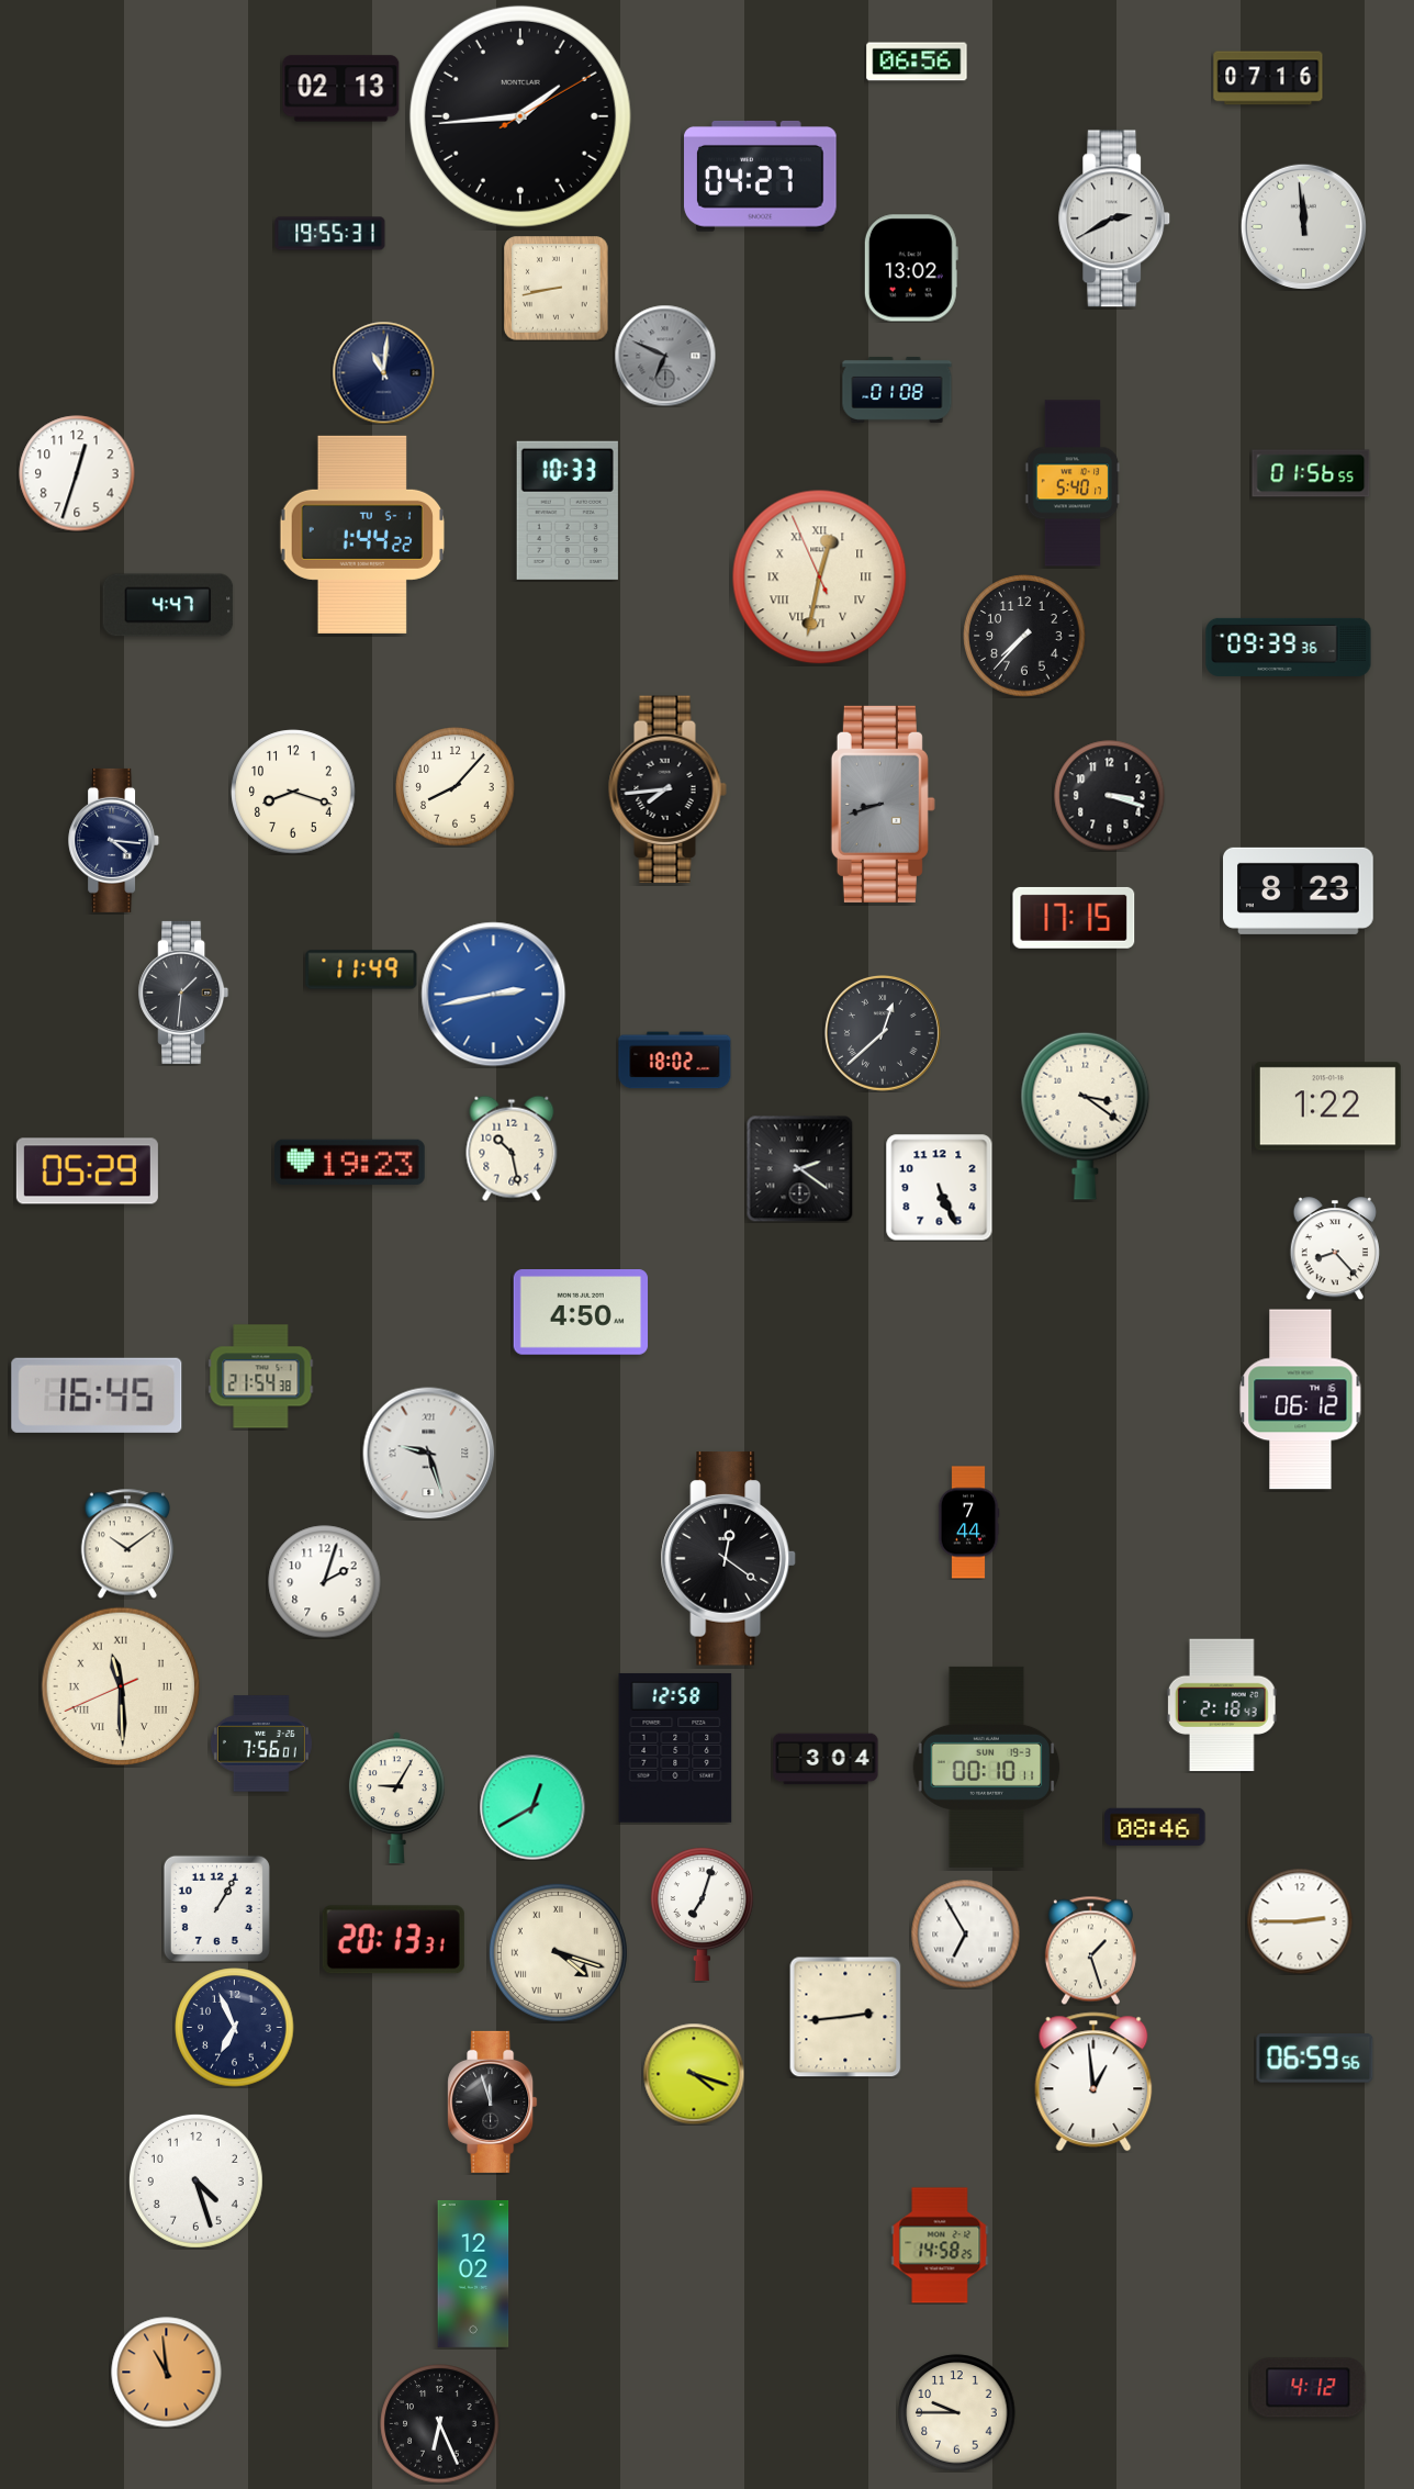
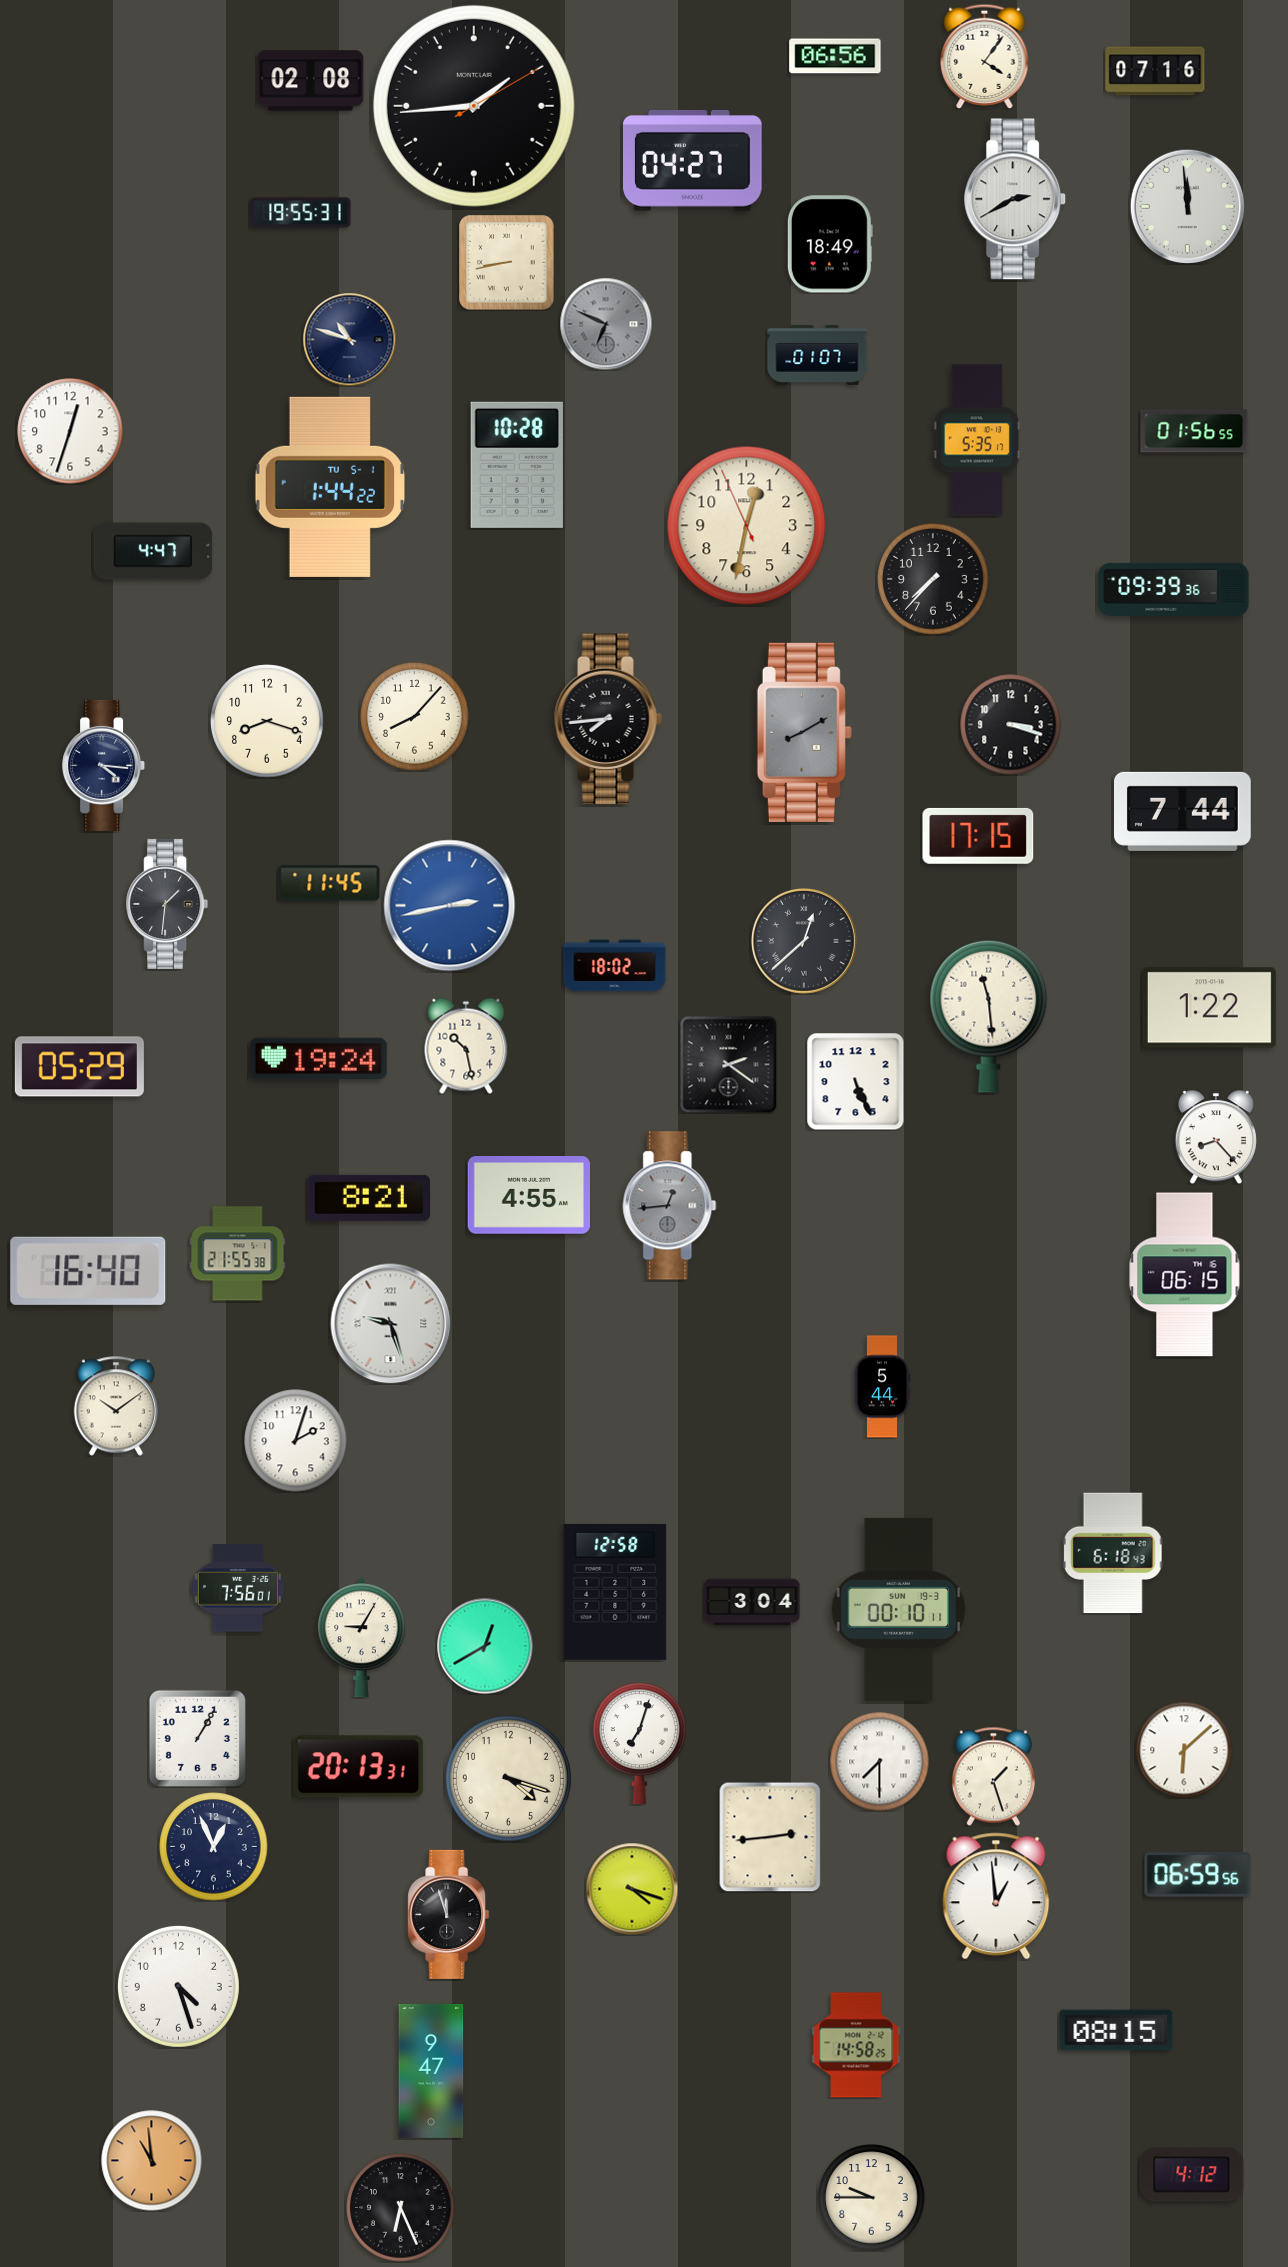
clock at (985, 56): none -> 4:06
clock at (341, 89): 02:13 -> 02:08
clock at (911, 268): 13:02 -> 18:49
clock at (383, 372): 11:01 -> 10:48
clock at (897, 390): 01:08 -> 01:07
clock at (1073, 483): 5:40 -> 5:35
clock at (568, 511): 10:33 -> 10:28
clock at (820, 578) numerals: Roman -> Arabic
clock at (883, 804): 8:42 -> 8:10
clock at (1299, 890): 8:23 -> 7:44
clock at (361, 969): 11:49 -> 11:45
clock at (1086, 1115): 3:21 -> 11:29
clock at (350, 1162): 19:23 -> 19:24
clock at (581, 1312): 4:50 -> 4:55
clock at (369, 1198): none -> 8:21
clock at (670, 1206): none -> 12:44
clock at (261, 1377): 21:54 -> 21:55
clock at (97, 1395): 16:45 -> 16:40
clock at (1301, 1400): 06:12 -> 06:15
clock at (968, 1523): 7:44 -> 5:44
clock at (728, 1559): 12:21 -> none
clock at (121, 1686): 11:29 -> none
clock at (1222, 1705): 2:18 -> 6:18
clock at (1155, 1826): 08:46 -> none
clock at (1300, 1921): 2:45 -> 6:08
clock at (966, 1935): 6:55 -> 7:30
clock at (558, 1952) numerals: Roman -> Arabic
clock at (235, 2028): 6:56 -> 12:56
clock at (1116, 2030): none -> 08:15
clock at (473, 2274): 12:02 -> 9:47
